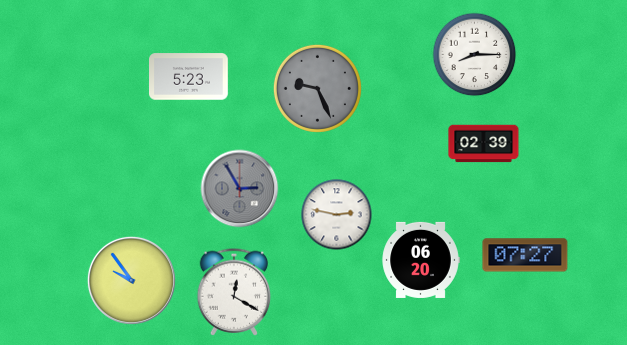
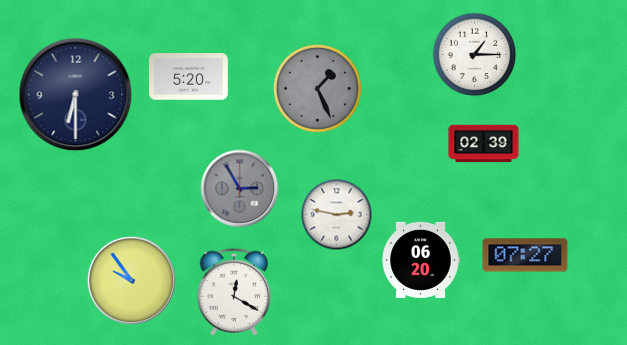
clock at (475, 55): 8:15 -> 1:15
clock at (189, 77): 5:23 -> 5:20
clock at (317, 88): 9:26 -> 1:26
clock at (76, 95): none -> 6:30
